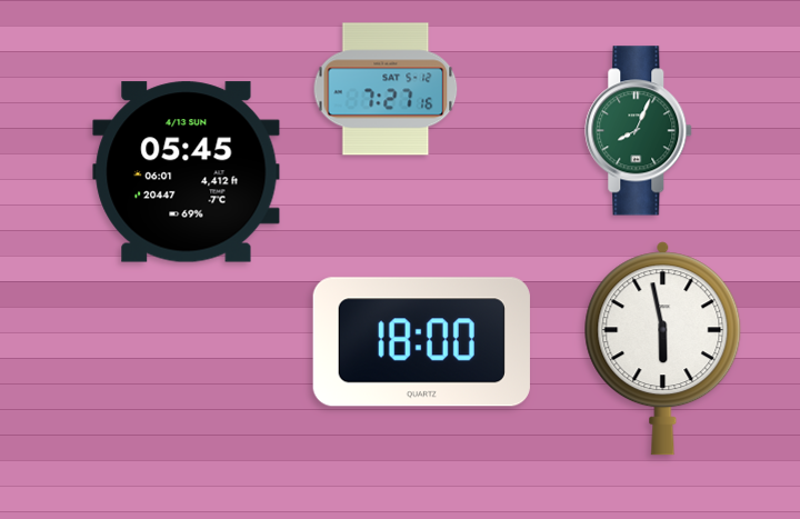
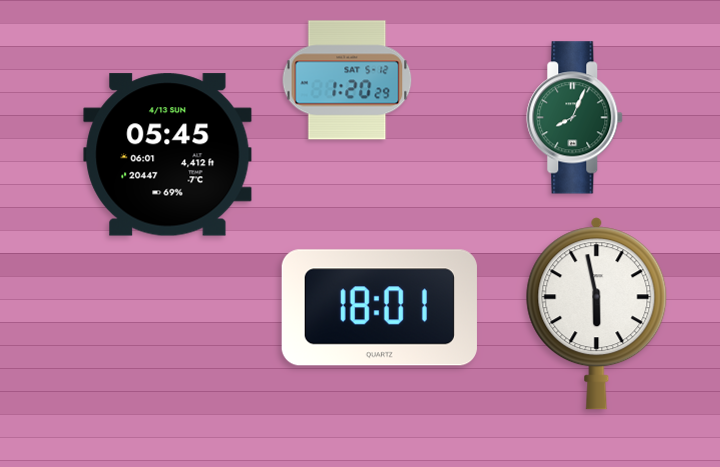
clock at (386, 89): 7:27 -> 1:20
clock at (421, 342): 18:00 -> 18:01
